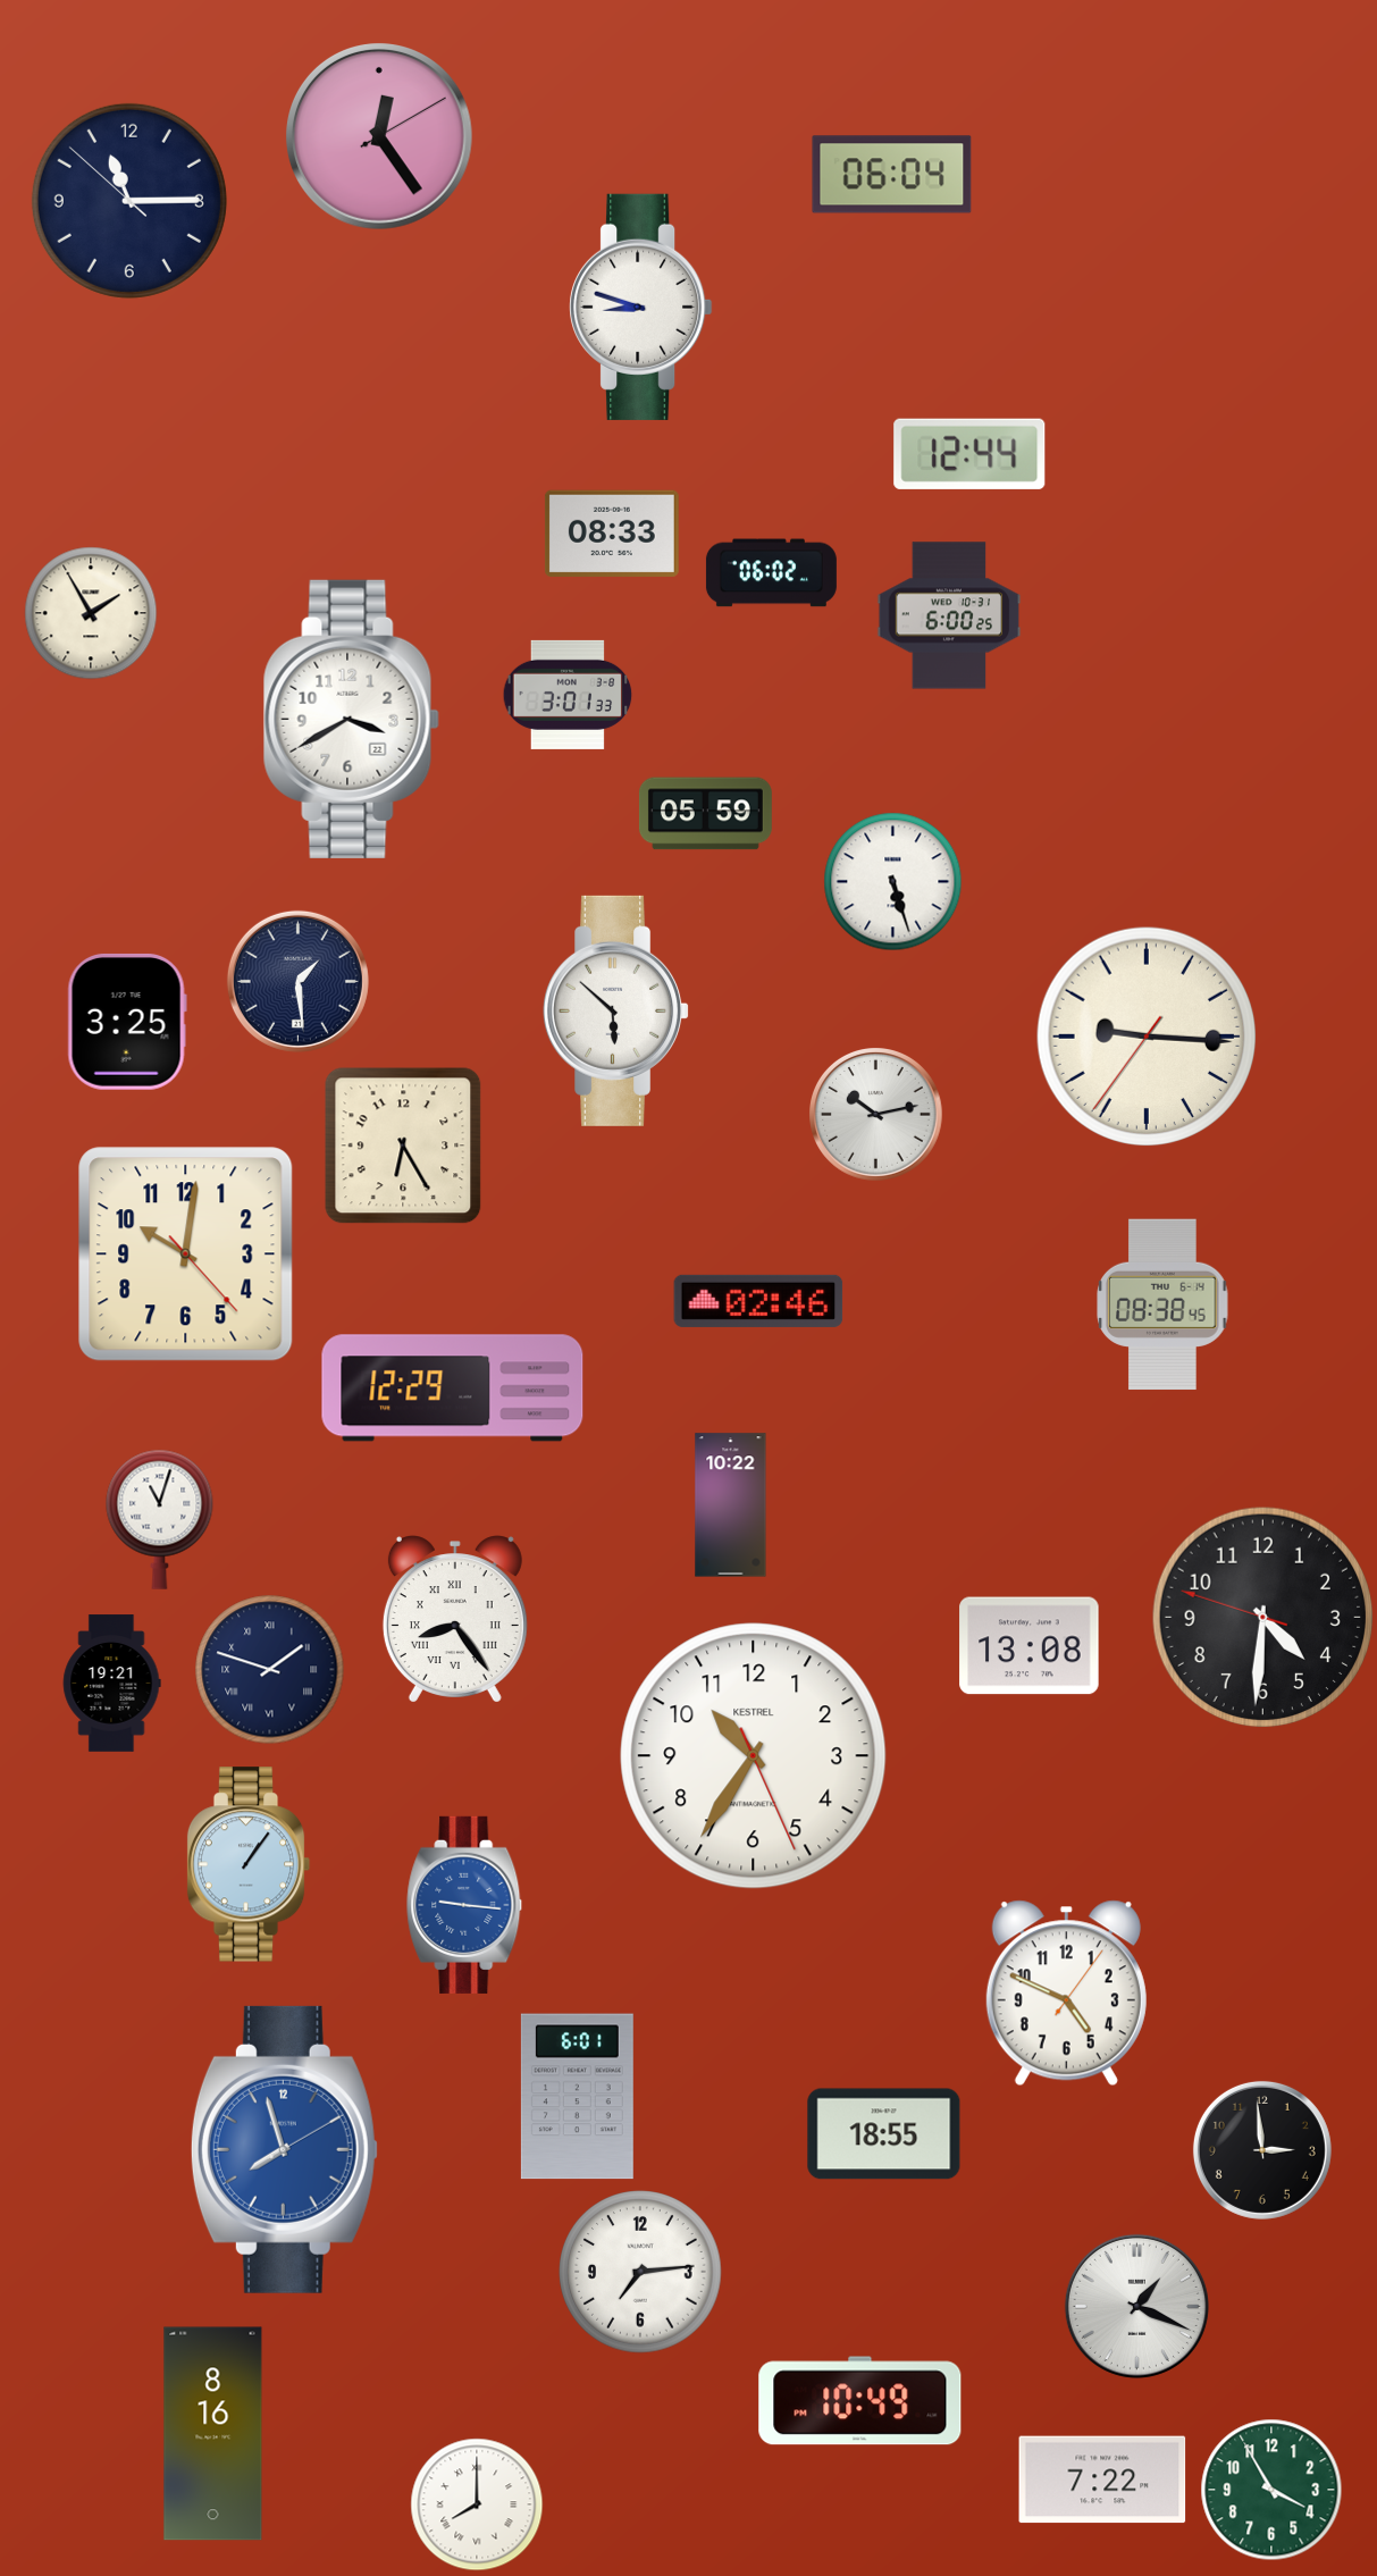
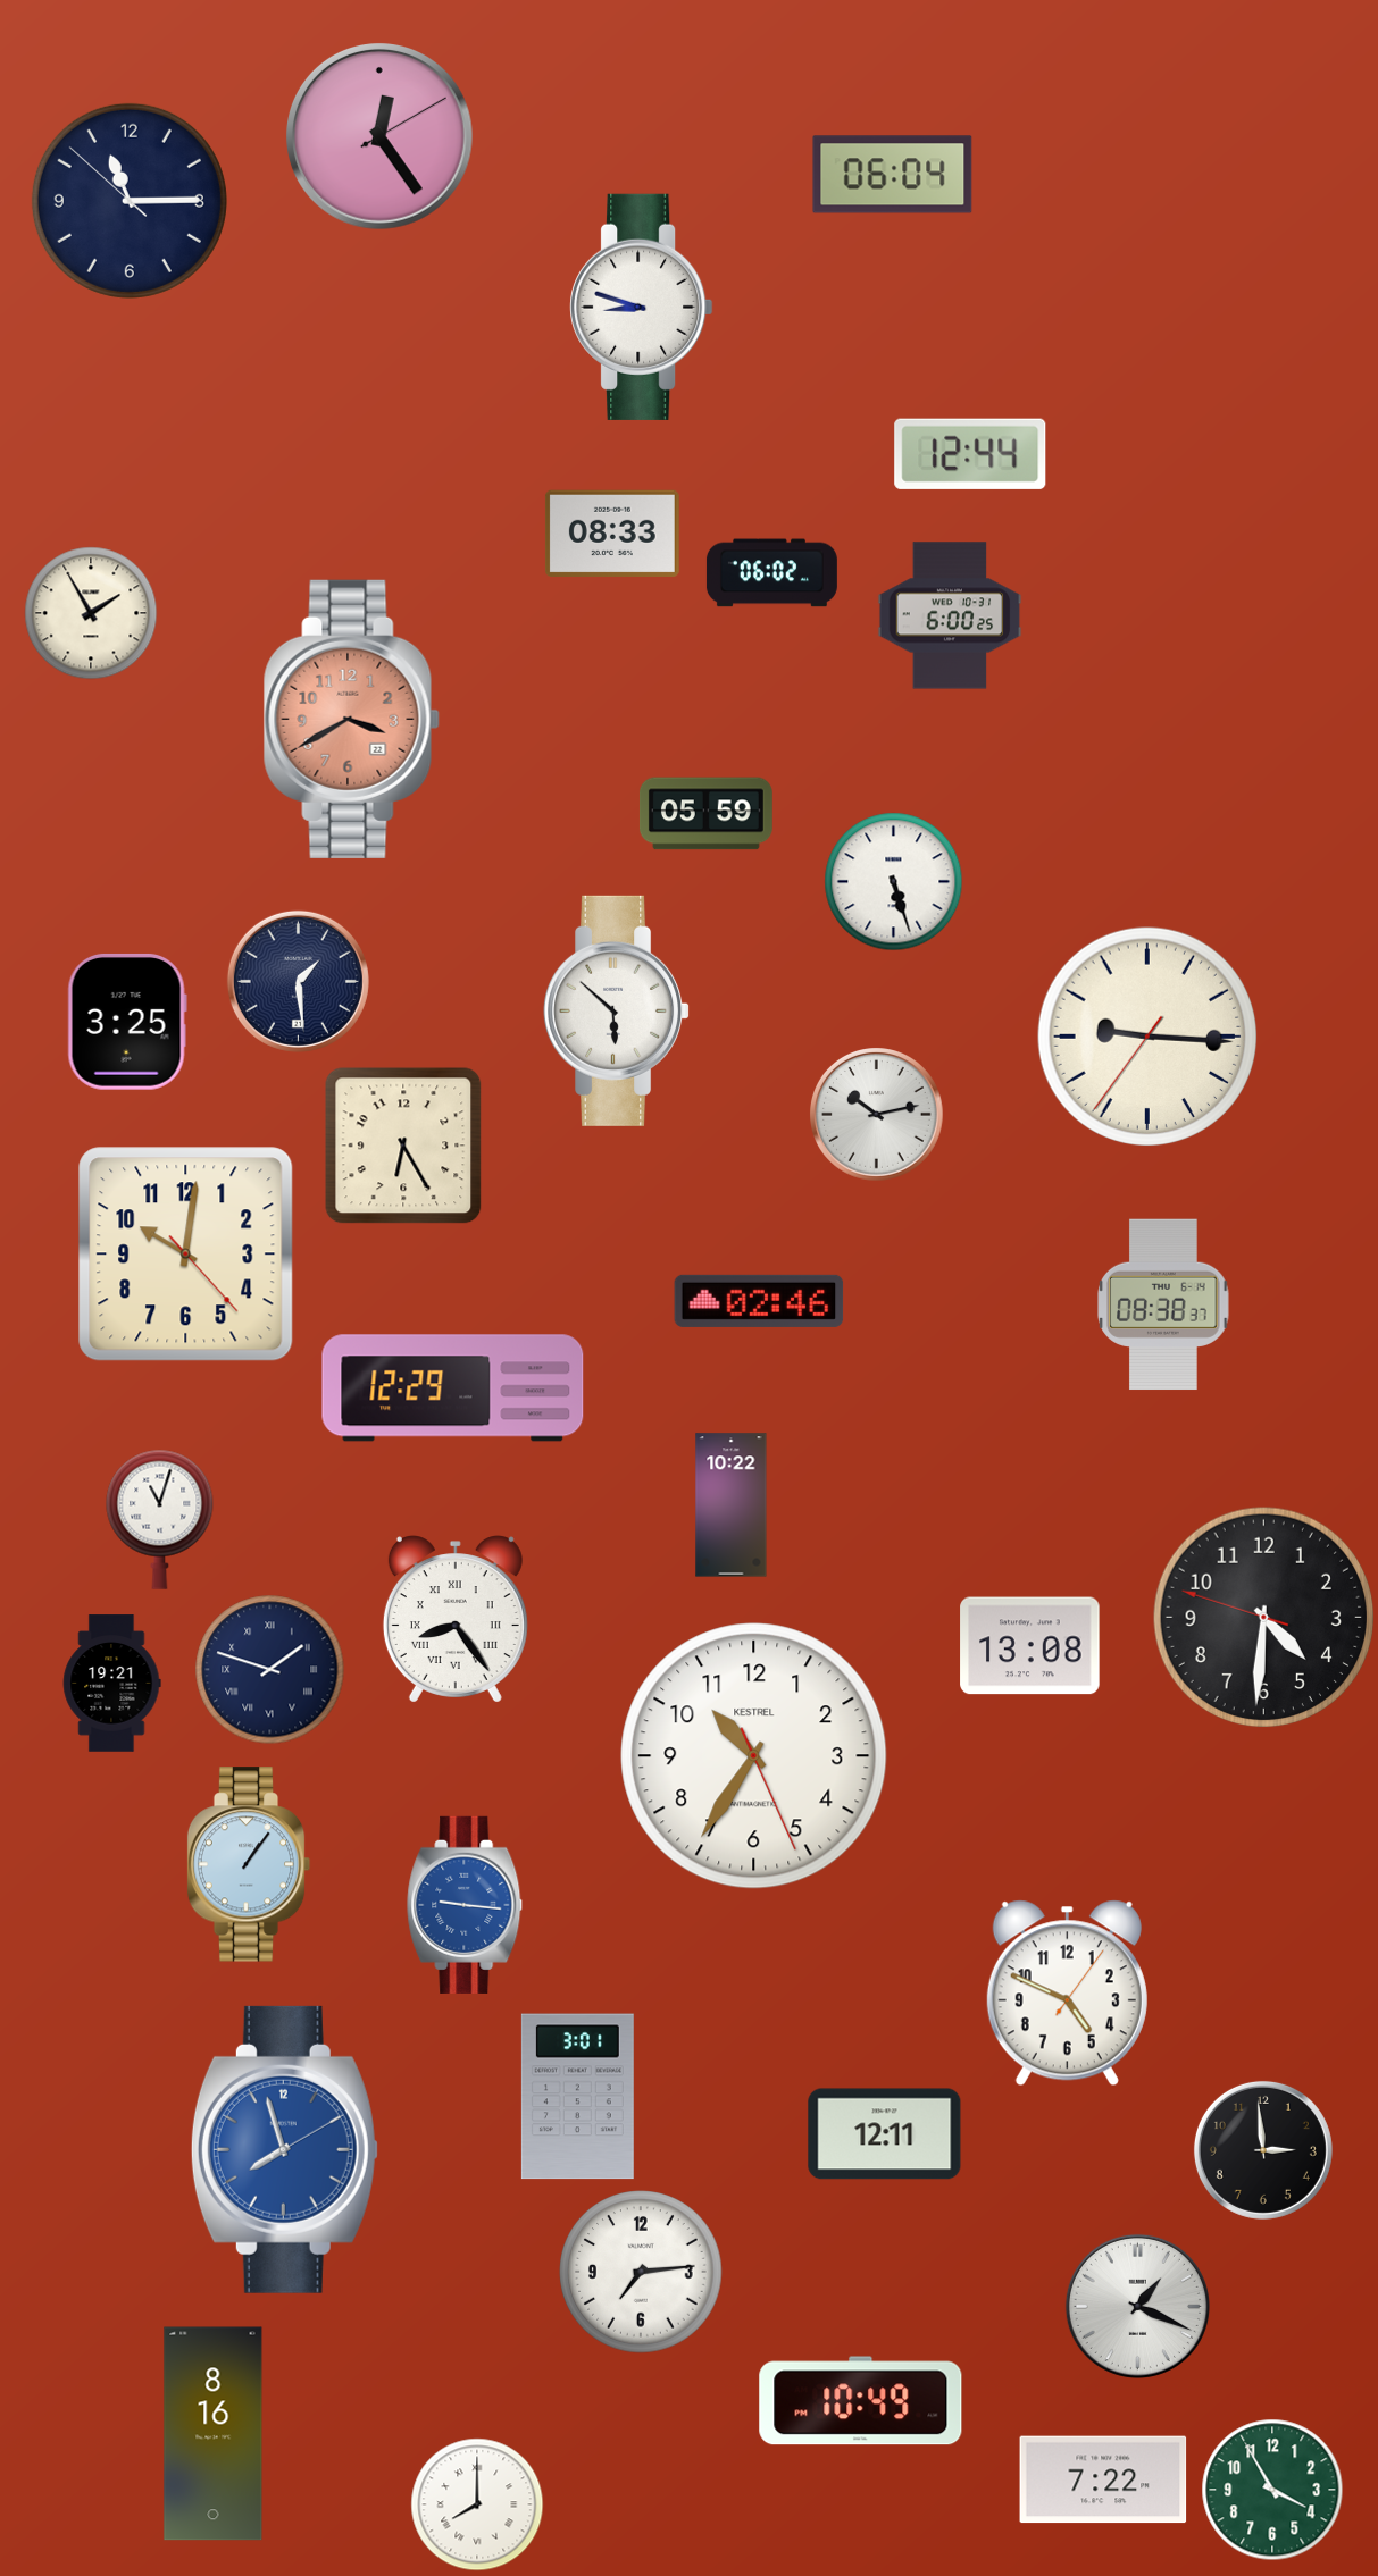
clock at (568, 695): 3:01 -> none
clock at (351, 719) dial: white -> salmon
clock at (1162, 1304): 08:38:45 -> 08:38:37
clock at (577, 2097): 6:01 -> 3:01
clock at (884, 2134): 18:55 -> 12:11
